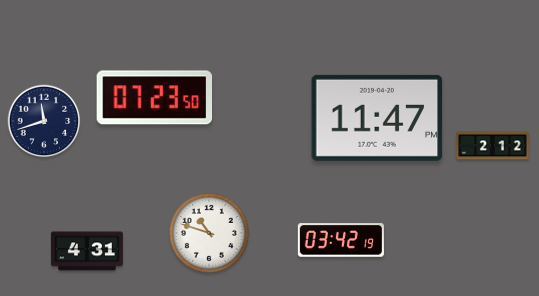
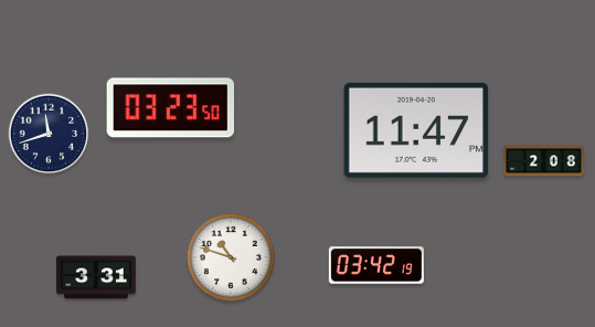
clock at (155, 98): 07:23 -> 03:23
clock at (493, 146): 2:12 -> 2:08
clock at (87, 251): 4:31 -> 3:31
